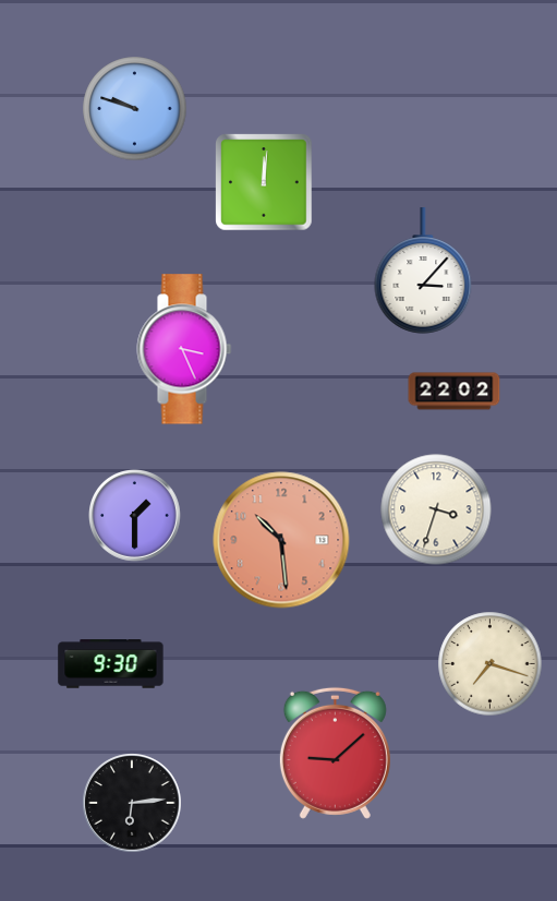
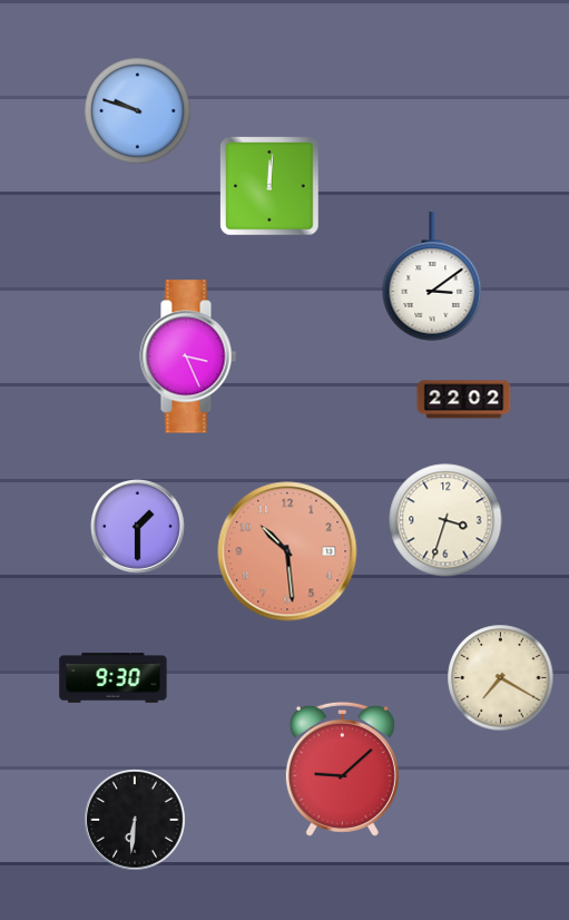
clock at (423, 271): 3:07 -> 3:09
clock at (491, 664): 7:18 -> 7:20
clock at (132, 803): 6:14 -> 6:31
